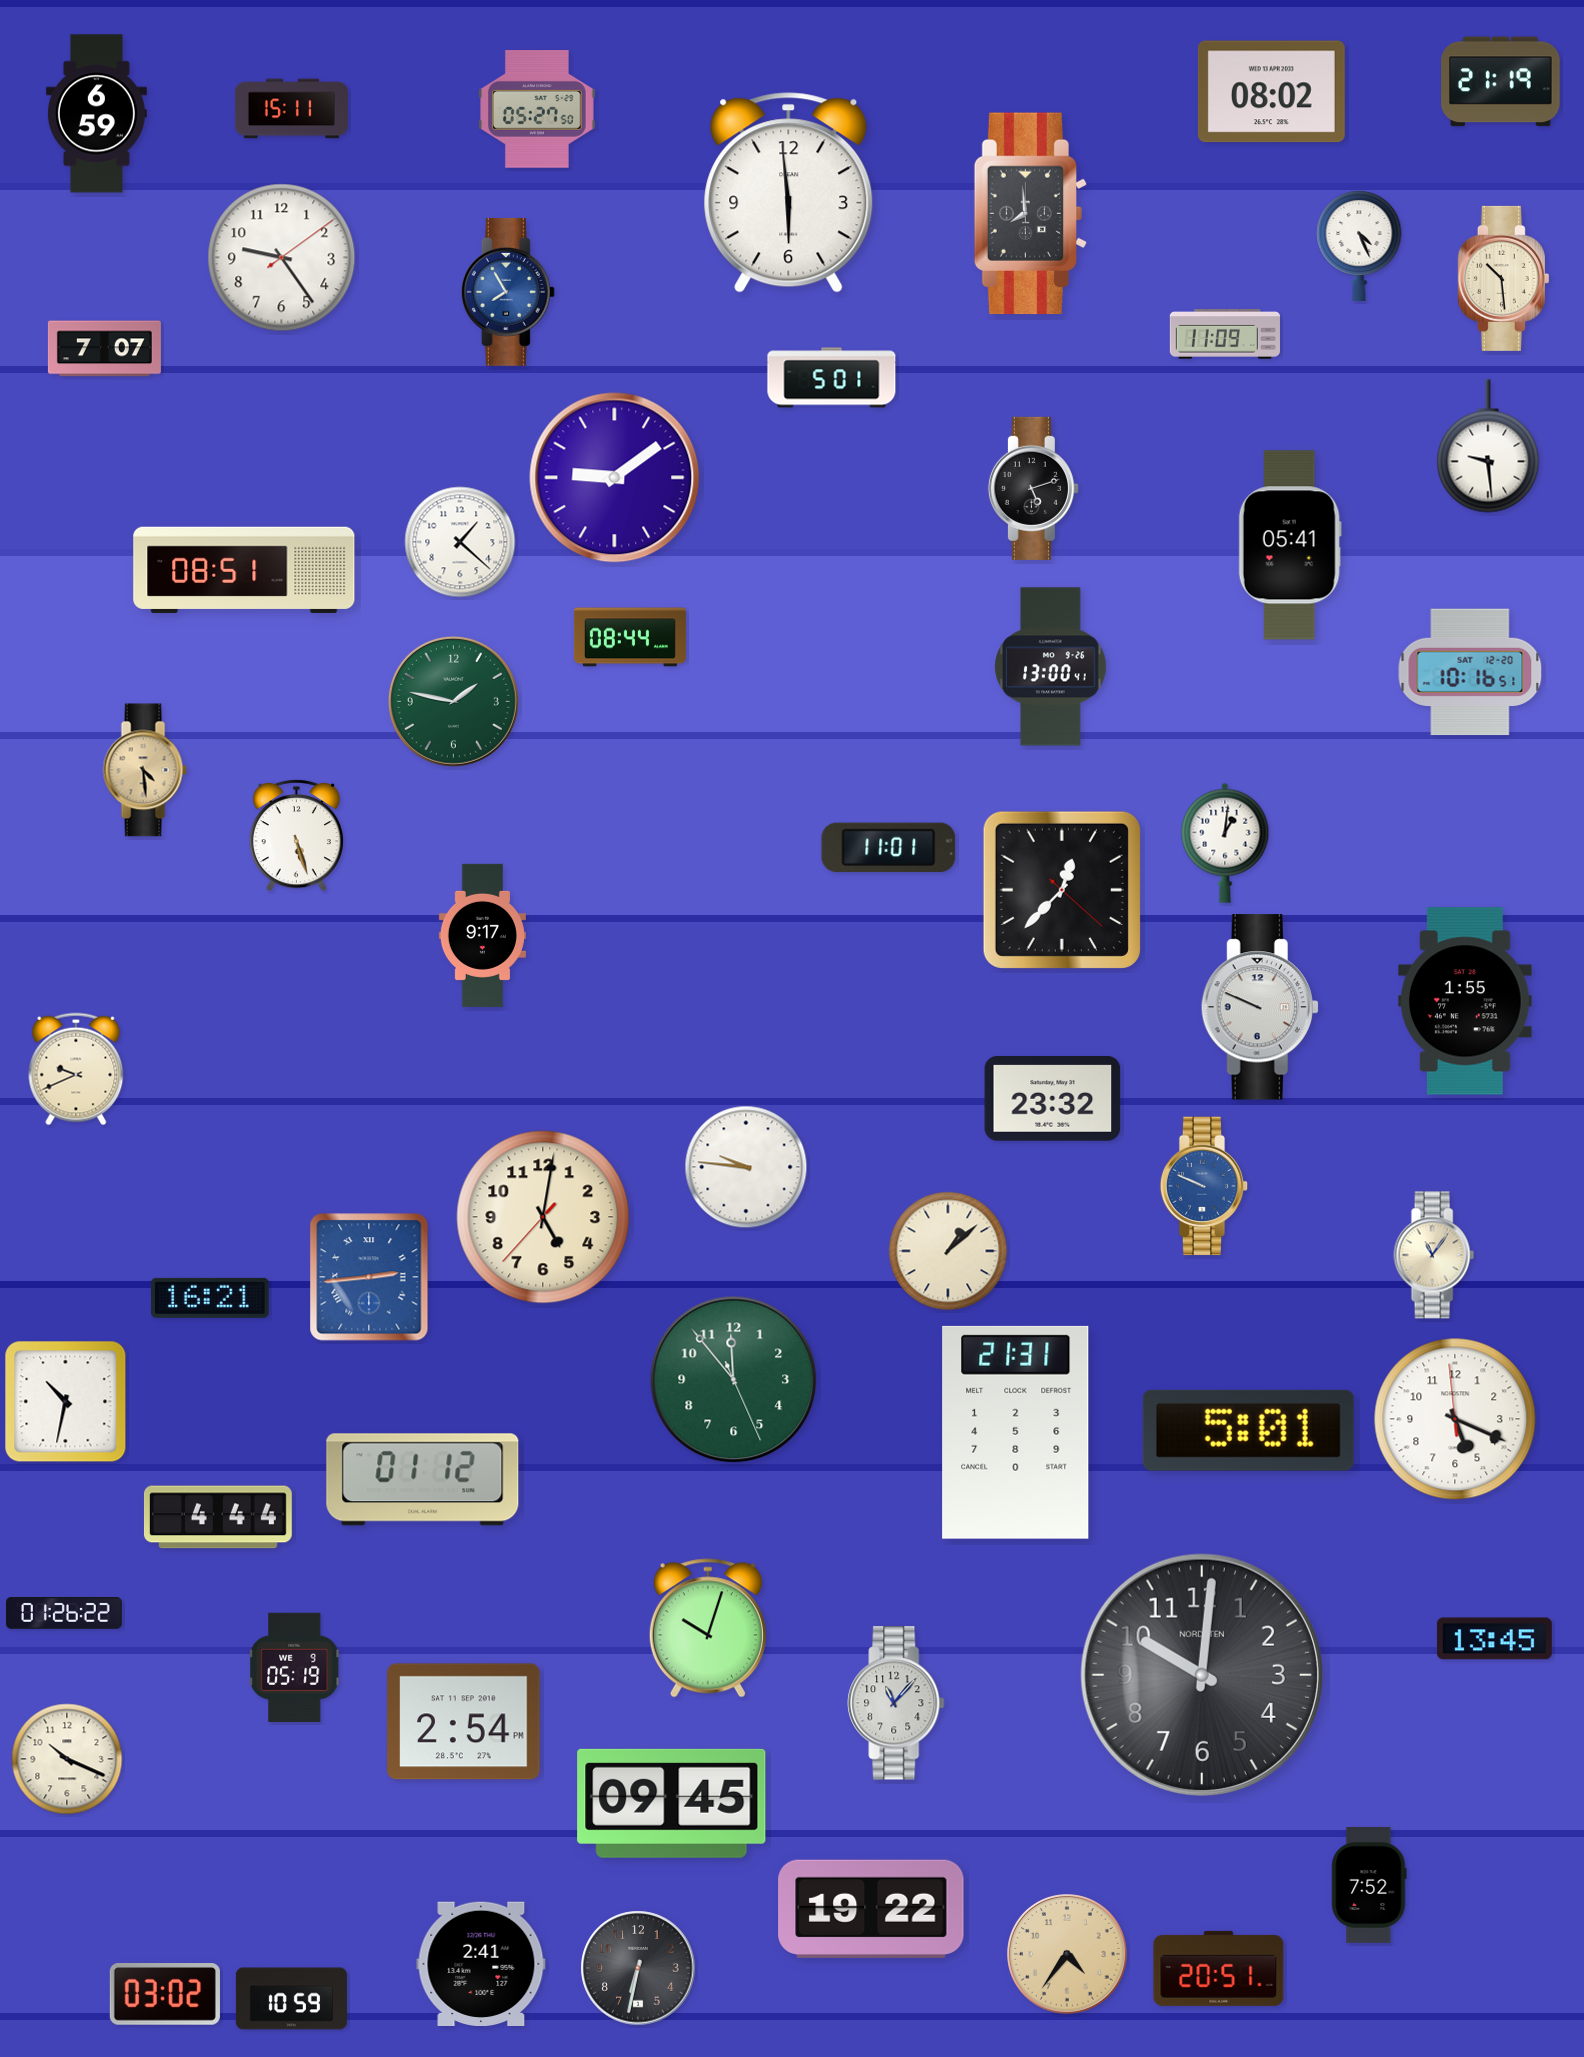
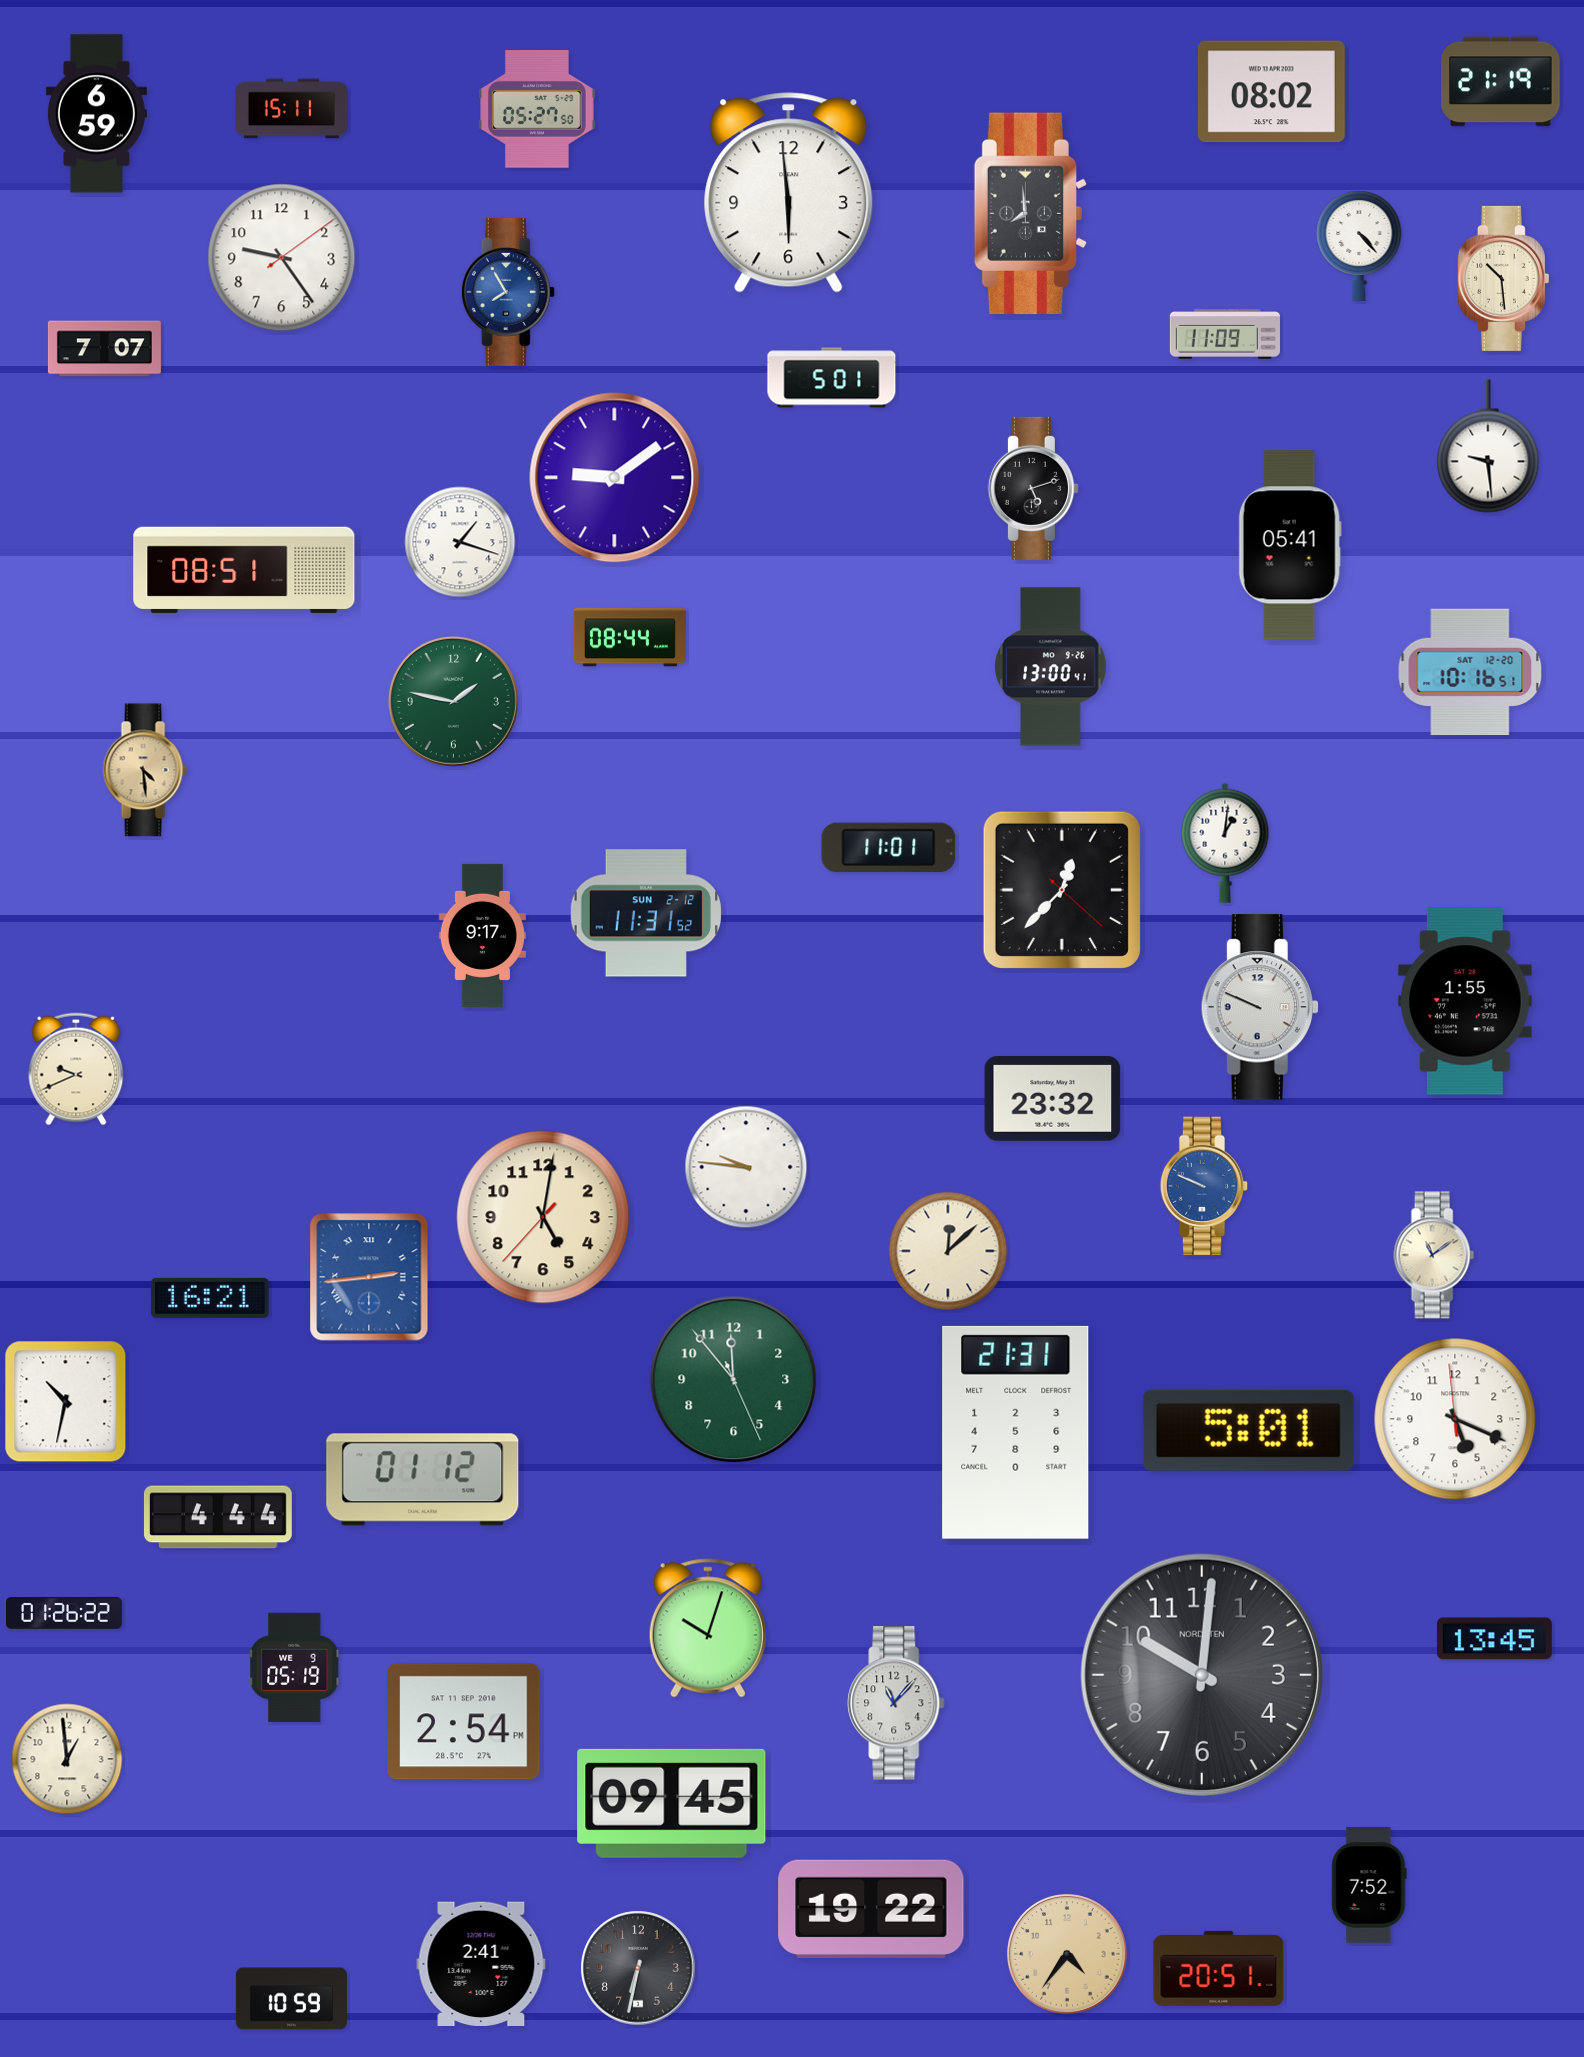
clock at (1359, 245): 4:26 -> 4:23
clock at (460, 542): 1:22 -> 1:18
clock at (297, 835): 5:27 -> none
clock at (646, 913): none -> 11:31
clock at (948, 1251): 1:08 -> 12:08
clock at (1434, 1255): 11:06 -> 11:09
clock at (67, 1759): 10:19 -> 12:59
clock at (165, 1995): 03:02 -> none
